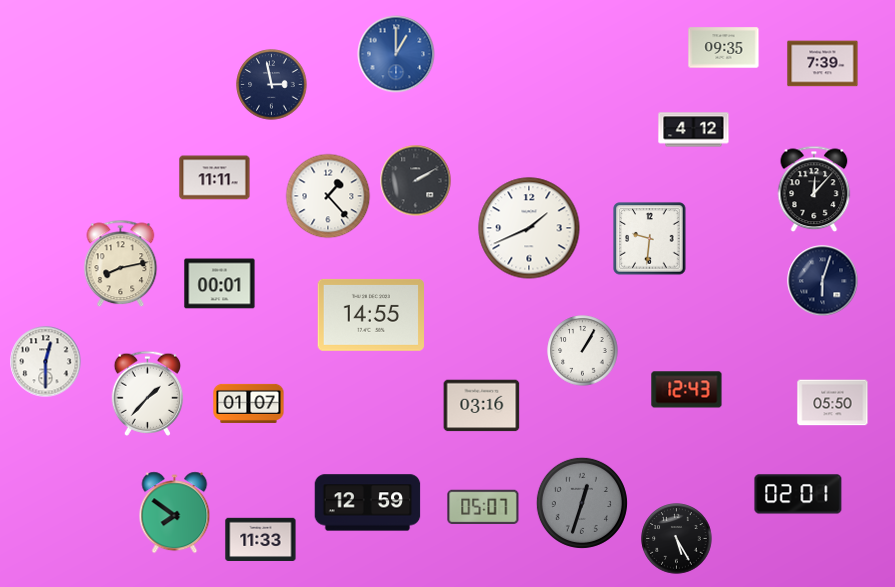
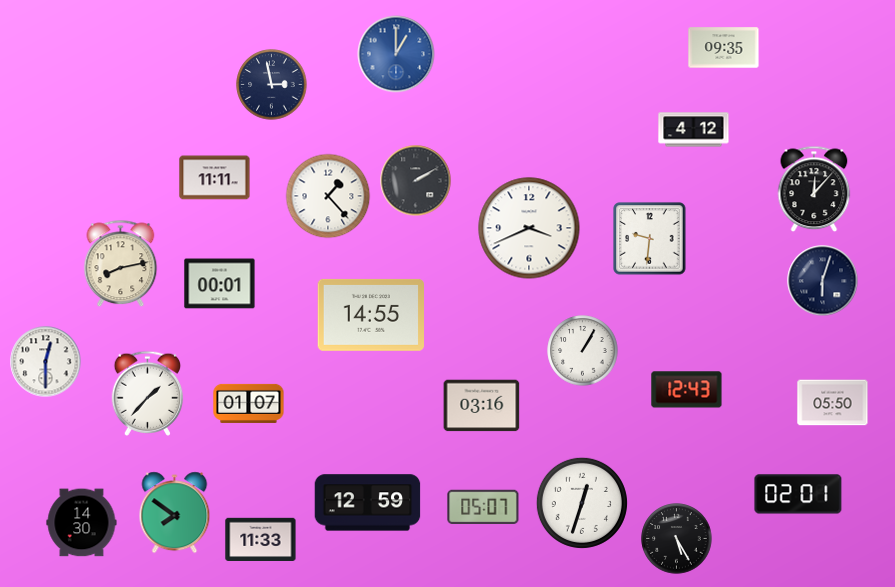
clock at (823, 64): 7:39 -> none
clock at (529, 228): 1:41 -> 3:41
clock at (582, 503) dial: grey -> white
clock at (82, 523): none -> 14:30
